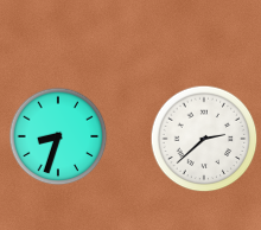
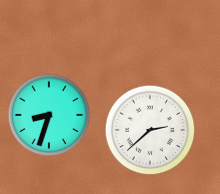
clock at (204, 139) position: (204, 139) -> (150, 130)
